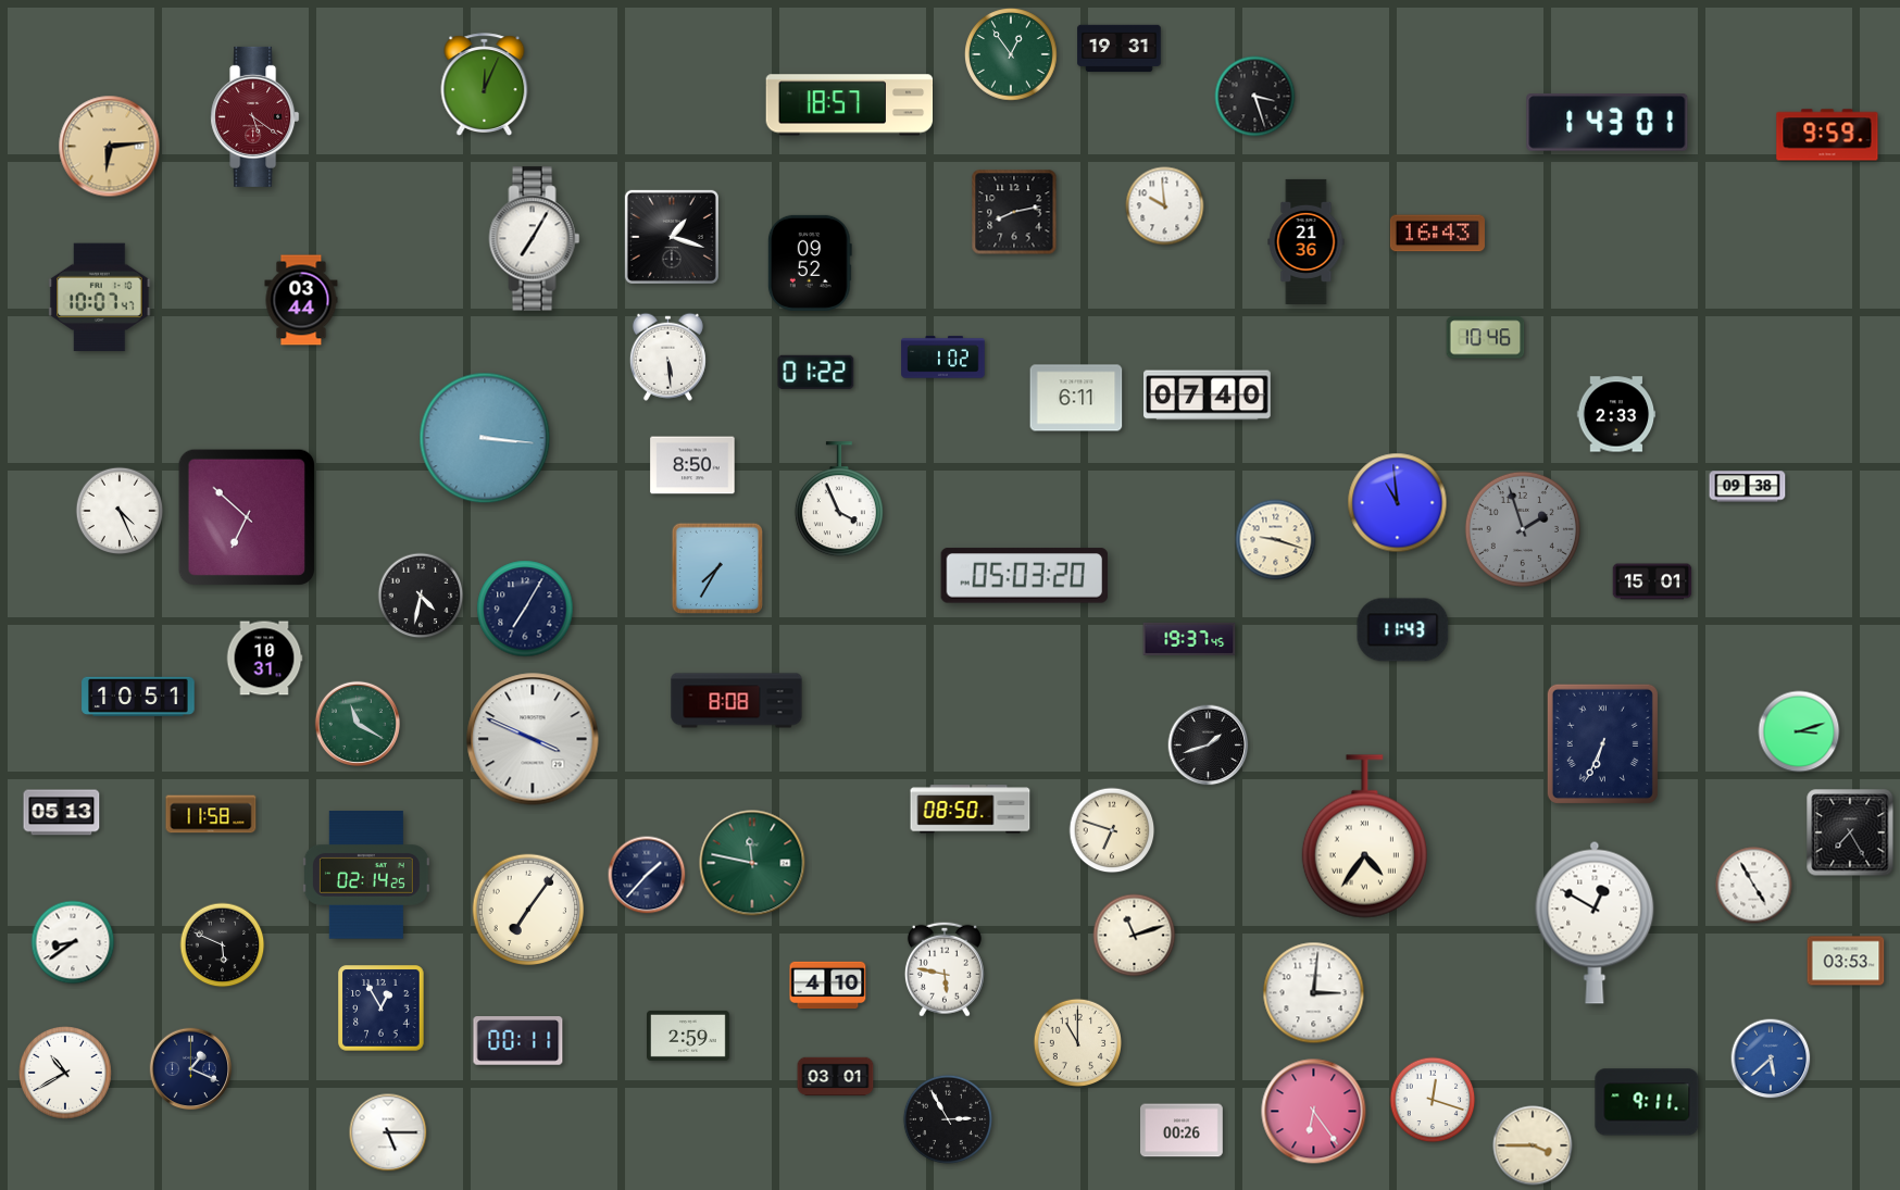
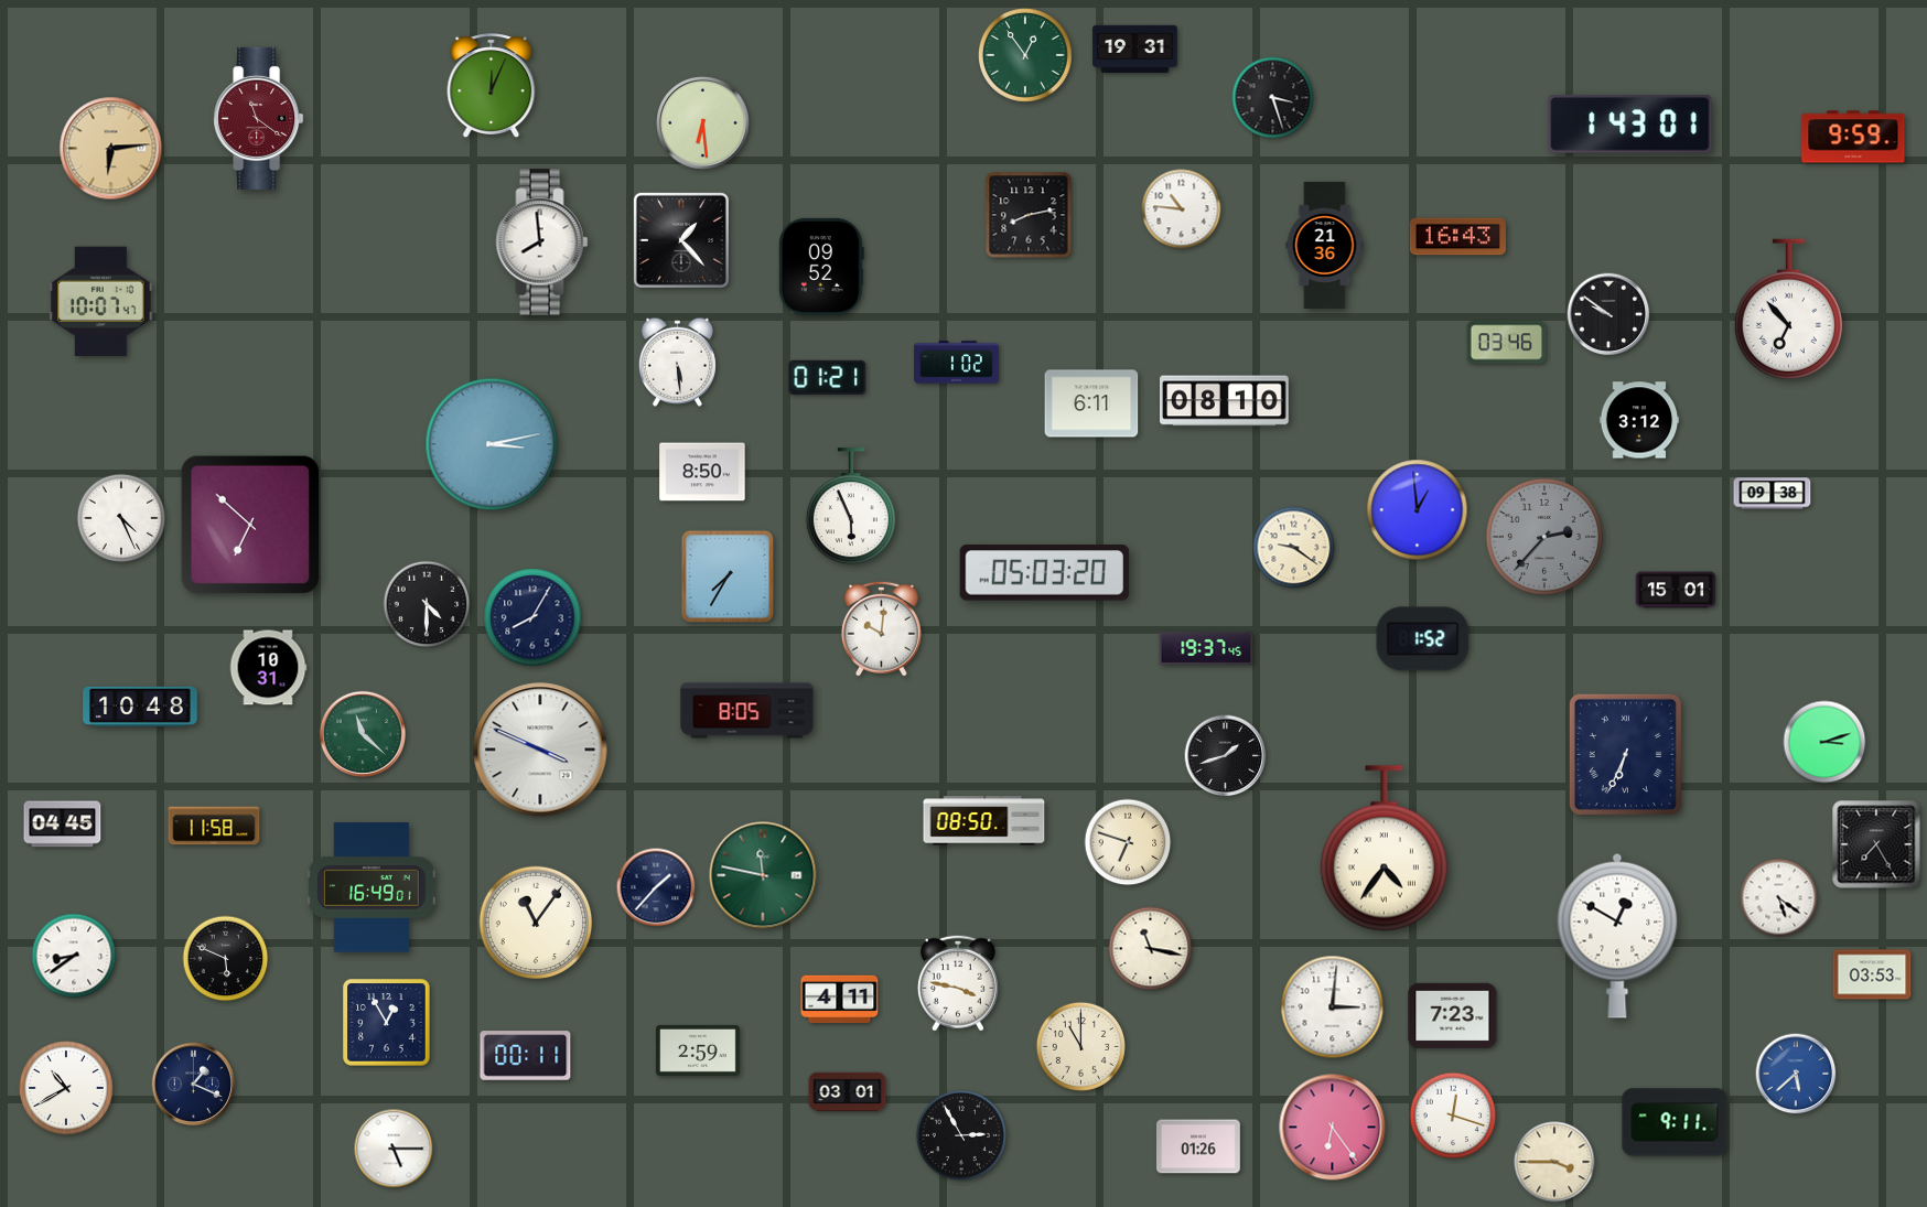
clock at (850, 105): 18:57 -> none
clock at (255, 116): 5:21 -> 11:21
clock at (703, 123): none -> 6:29
clock at (1165, 206): 9:59 -> 10:46
clock at (672, 237): 1:18 -> 1:23
clock at (535, 239): 7:05 -> 7:59
clock at (301, 300): 03:44 -> none
clock at (1788, 310): none -> 6:53
clock at (1608, 314): none -> 9:51
clock at (1486, 338): 10:46 -> 03:46
clock at (816, 372): 01:22 -> 01:21
clock at (1208, 396): 07:40 -> 08:10
clock at (1616, 414): 2:33 -> 3:12
clock at (485, 438): 3:16 -> 3:13
clock at (839, 500): 3:56 -> 5:56
clock at (1398, 503): 10:59 -> 12:59
clock at (1523, 529): 1:57 -> 2:37
clock at (1276, 540): 9:18 -> 9:21
clock at (1025, 576) position: (1025, 576) -> (1045, 573)
clock at (421, 596): 4:32 -> 4:30
clock at (525, 609): 7:05 -> 8:05
clock at (881, 628): none -> 10:01
clock at (1403, 630): 11:43 -> 1:52
clock at (138, 697): 10:51 -> 10:48
clock at (737, 701): 8:08 -> 8:05
clock at (358, 724): 11:20 -> 11:22
clock at (62, 813): 05:13 -> 04:45
clock at (366, 875): 02:14 -> 16:49
clock at (1754, 886): 4:55 -> 5:21
clock at (528, 910): 7:06 -> 11:06
clock at (1135, 936): 11:12 -> 11:17
clock at (945, 969): 5:47 -> 3:47
clock at (828, 986): 4:10 -> 4:11
clock at (1453, 1016): none -> 7:23
clock at (1077, 1042) position: (1077, 1042) -> (1080, 1046)
clock at (1647, 1102) position: (1647, 1102) -> (1675, 1122)
clock at (1183, 1130): 00:26 -> 01:26
